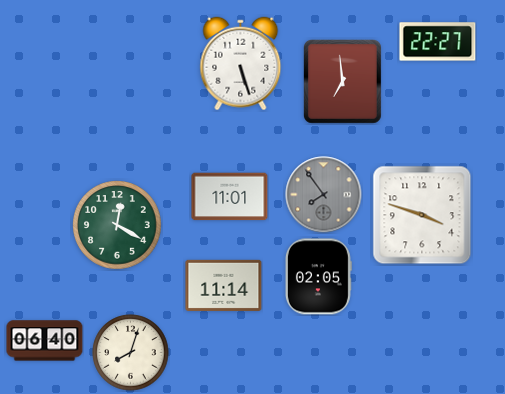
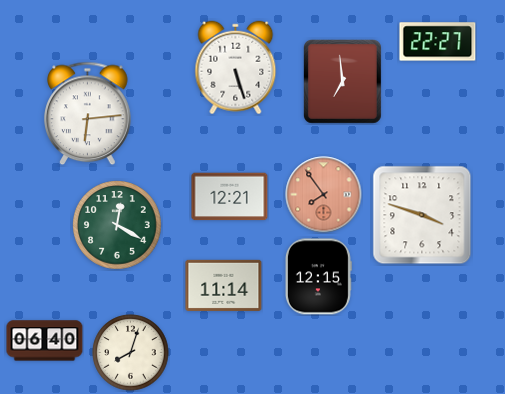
clock at (241, 64) position: (241, 64) -> (236, 68)
clock at (88, 114): none -> 6:14
clock at (324, 195) dial: grey -> salmon
clock at (230, 197): 11:01 -> 12:21
clock at (318, 277): 02:05 -> 12:15
